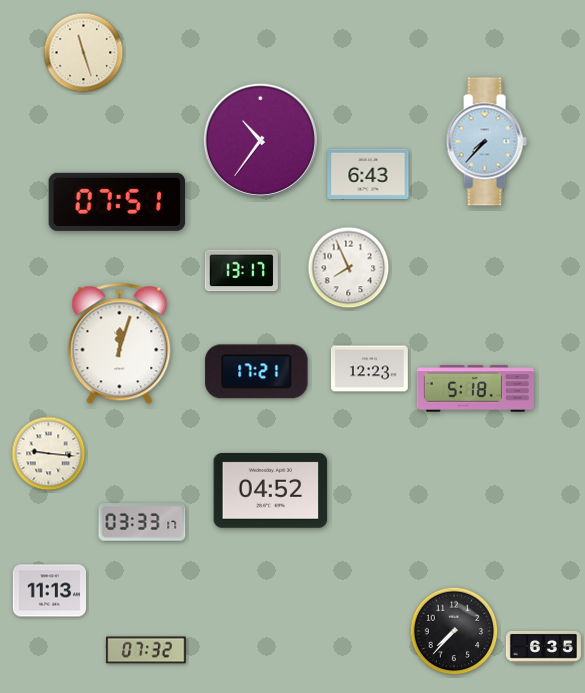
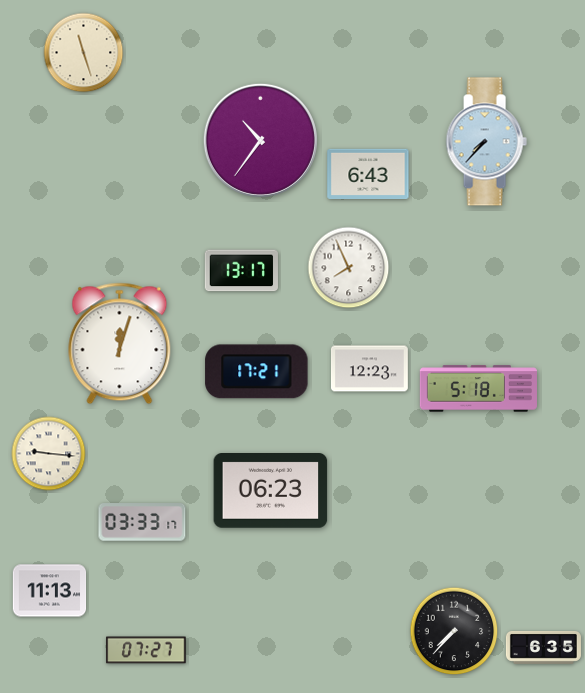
clock at (117, 202): 07:51 -> none
clock at (475, 389) position: (475, 389) -> (478, 389)
clock at (271, 491): 04:52 -> 06:23
clock at (146, 650): 07:32 -> 07:27
